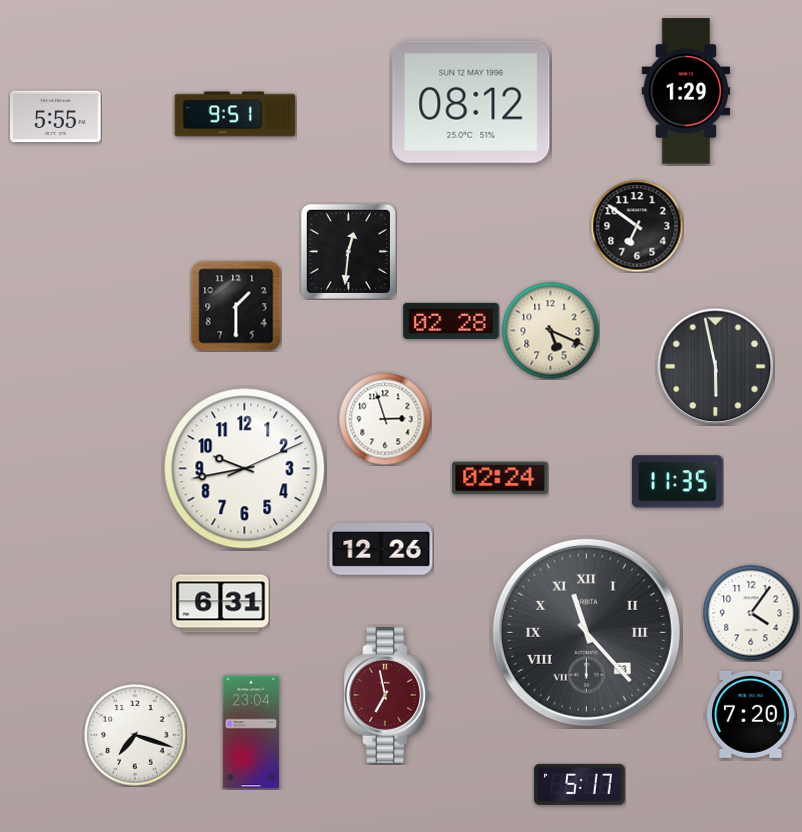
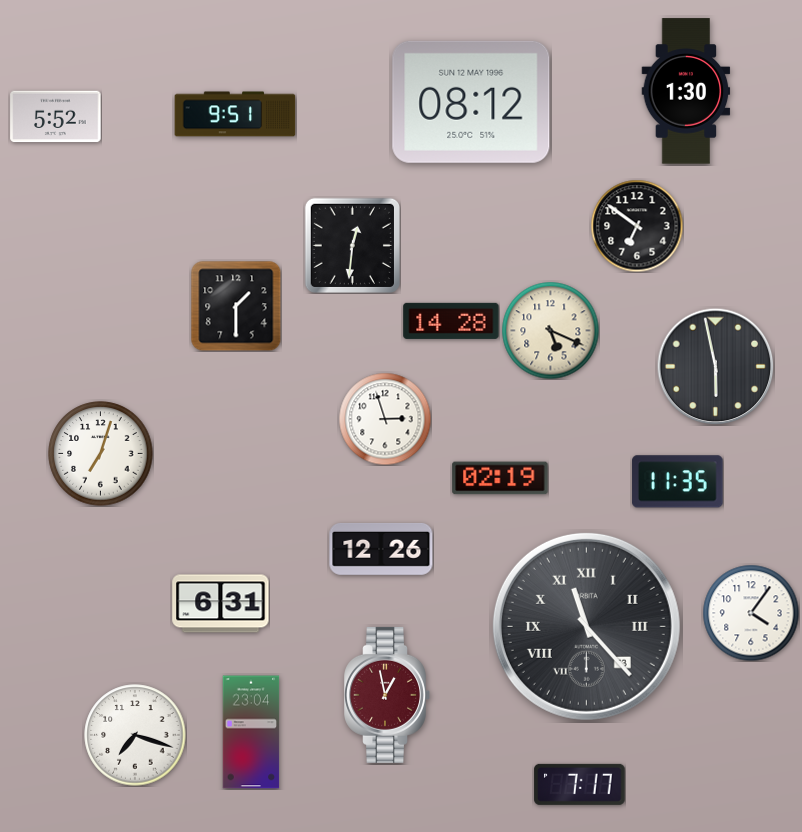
clock at (686, 91): 1:29 -> 1:30
clock at (56, 117): 5:55 -> 5:52
clock at (348, 251) position: (348, 251) -> (352, 245)
clock at (451, 321): 02:28 -> 14:28
clock at (101, 454): none -> 7:03
clock at (245, 469): 9:43 -> none
clock at (500, 478): 02:24 -> 02:19
clock at (586, 632) position: (586, 632) -> (586, 626)
clock at (387, 695): 6:58 -> 12:58
clock at (751, 714): 7:20 -> none
clock at (580, 784): 5:17 -> 7:17
